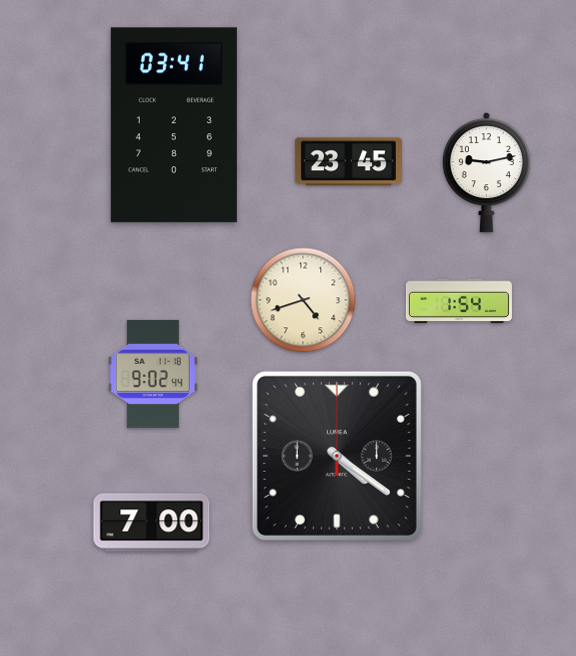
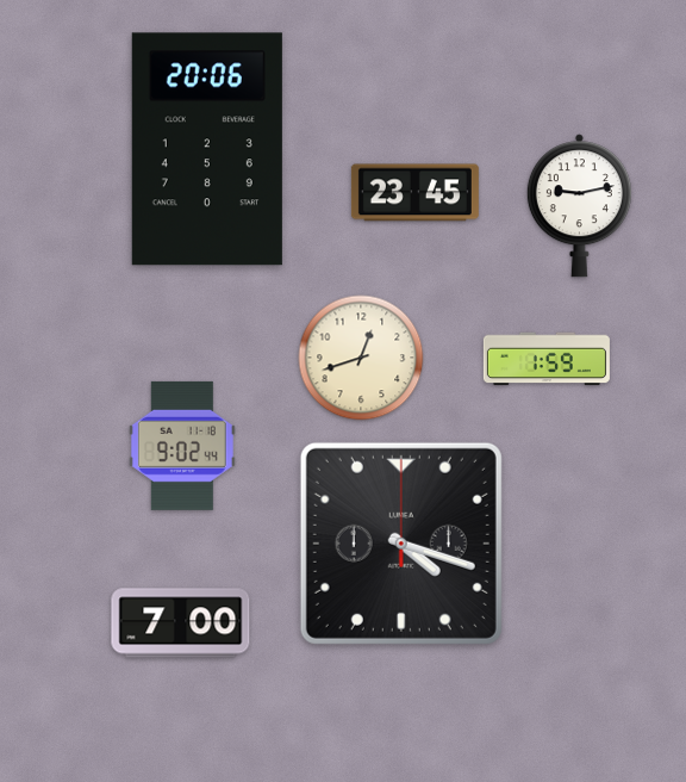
clock at (174, 125): 03:41 -> 20:06
clock at (303, 300): 4:42 -> 12:42
clock at (459, 301): 1:54 -> 1:59
clock at (337, 456): 4:21 -> 4:18
